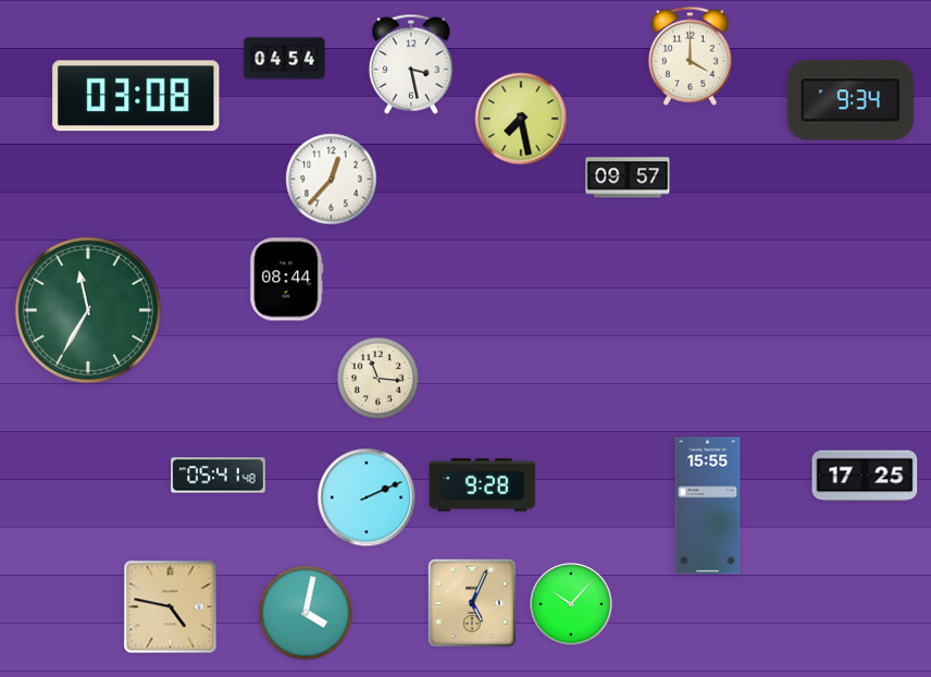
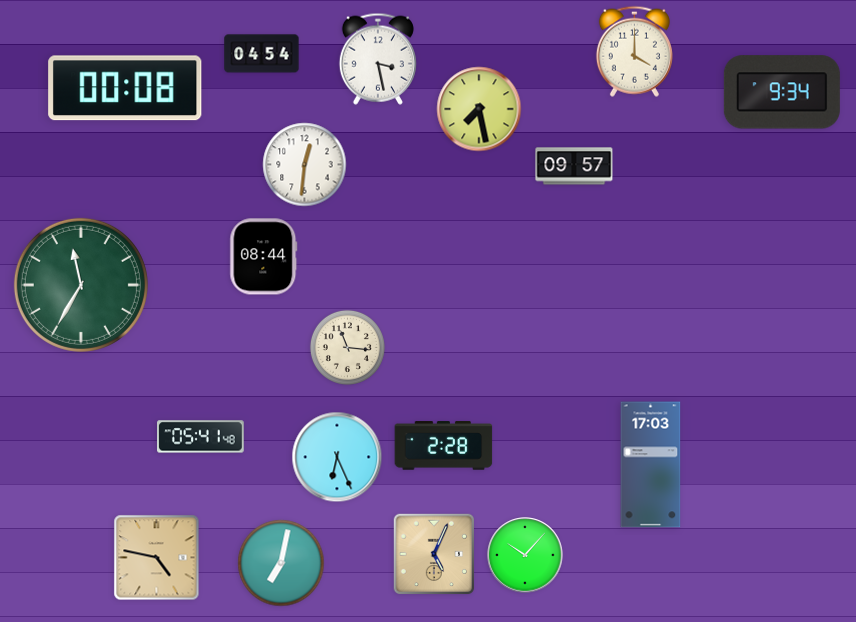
clock at (136, 96): 03:08 -> 00:08
clock at (628, 177) position: (628, 177) -> (574, 166)
clock at (332, 180): 12:37 -> 12:31
clock at (865, 476): 17:25 -> none
clock at (483, 485): 9:28 -> 2:28
clock at (367, 497): 2:11 -> 6:26
clock at (708, 506): 15:55 -> 17:03
clock at (306, 613): 4:02 -> 7:02
